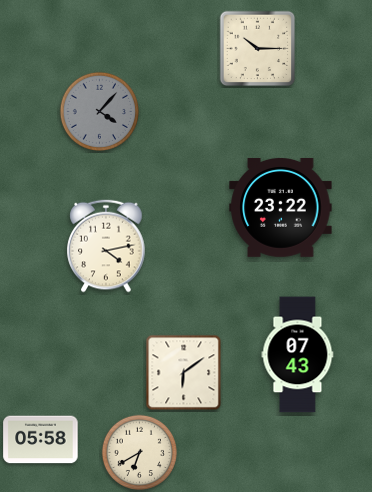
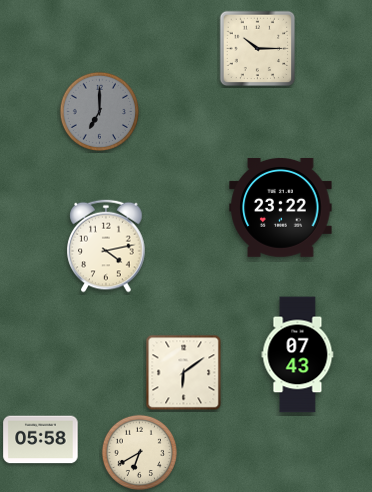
clock at (99, 111): 4:07 -> 7:00
